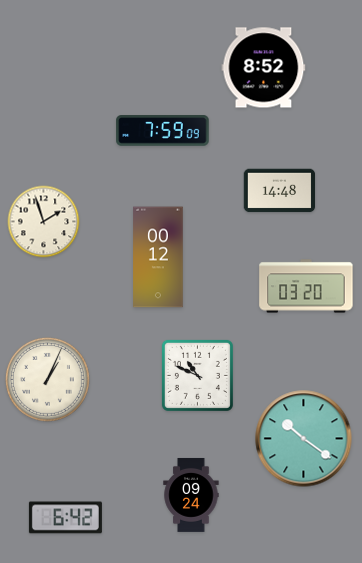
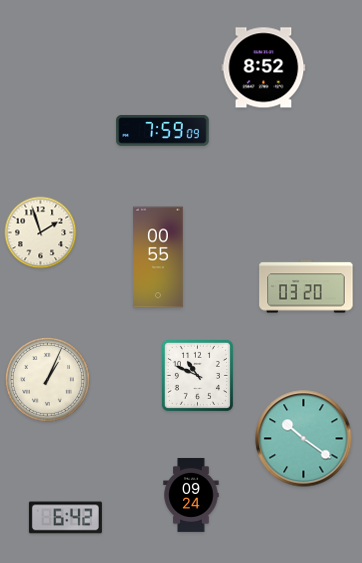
clock at (280, 191): 14:48 -> none
clock at (44, 222) position: (44, 222) -> (41, 233)
clock at (158, 257): 00:12 -> 00:55
